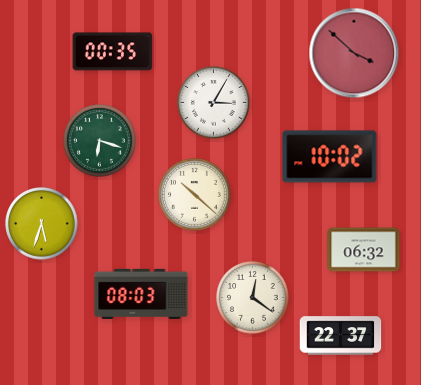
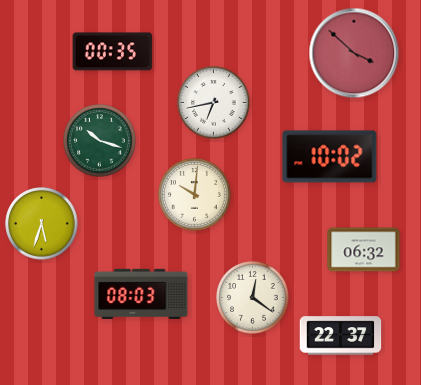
clock at (214, 103): 3:05 -> 6:43
clock at (100, 141): 6:18 -> 10:18
clock at (195, 195): 10:22 -> 10:01
